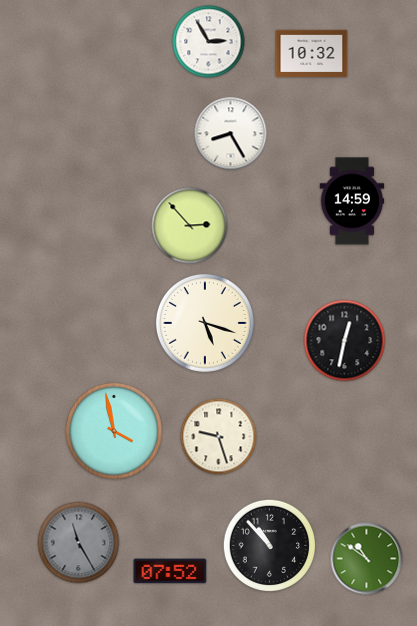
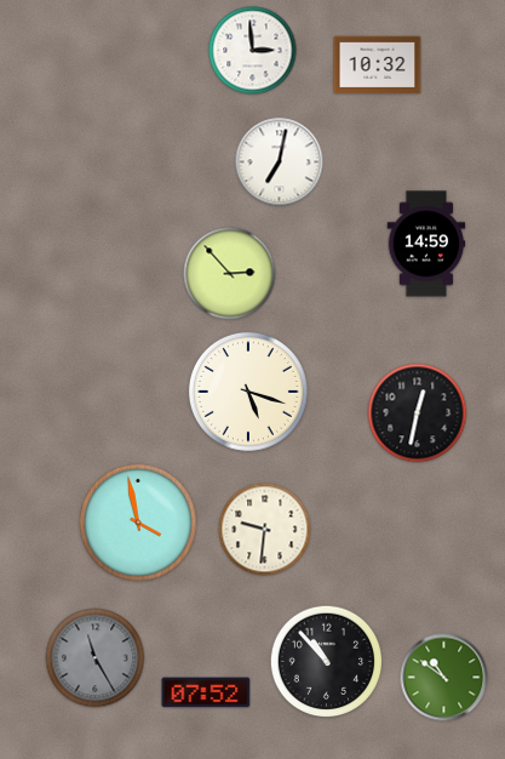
clock at (209, 42): 2:55 -> 2:59
clock at (231, 134): 8:25 -> 7:02
clock at (219, 437): 9:27 -> 9:31
